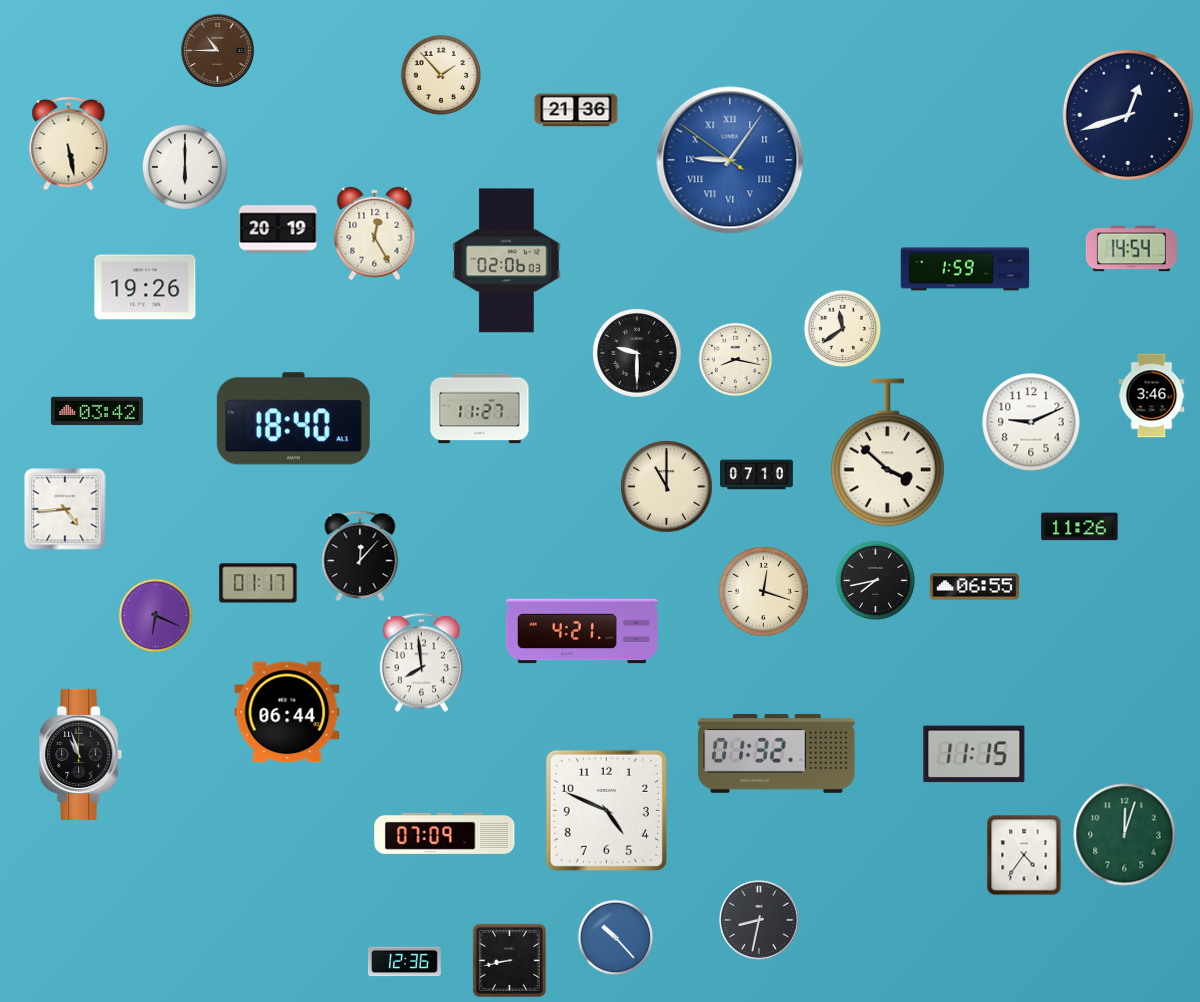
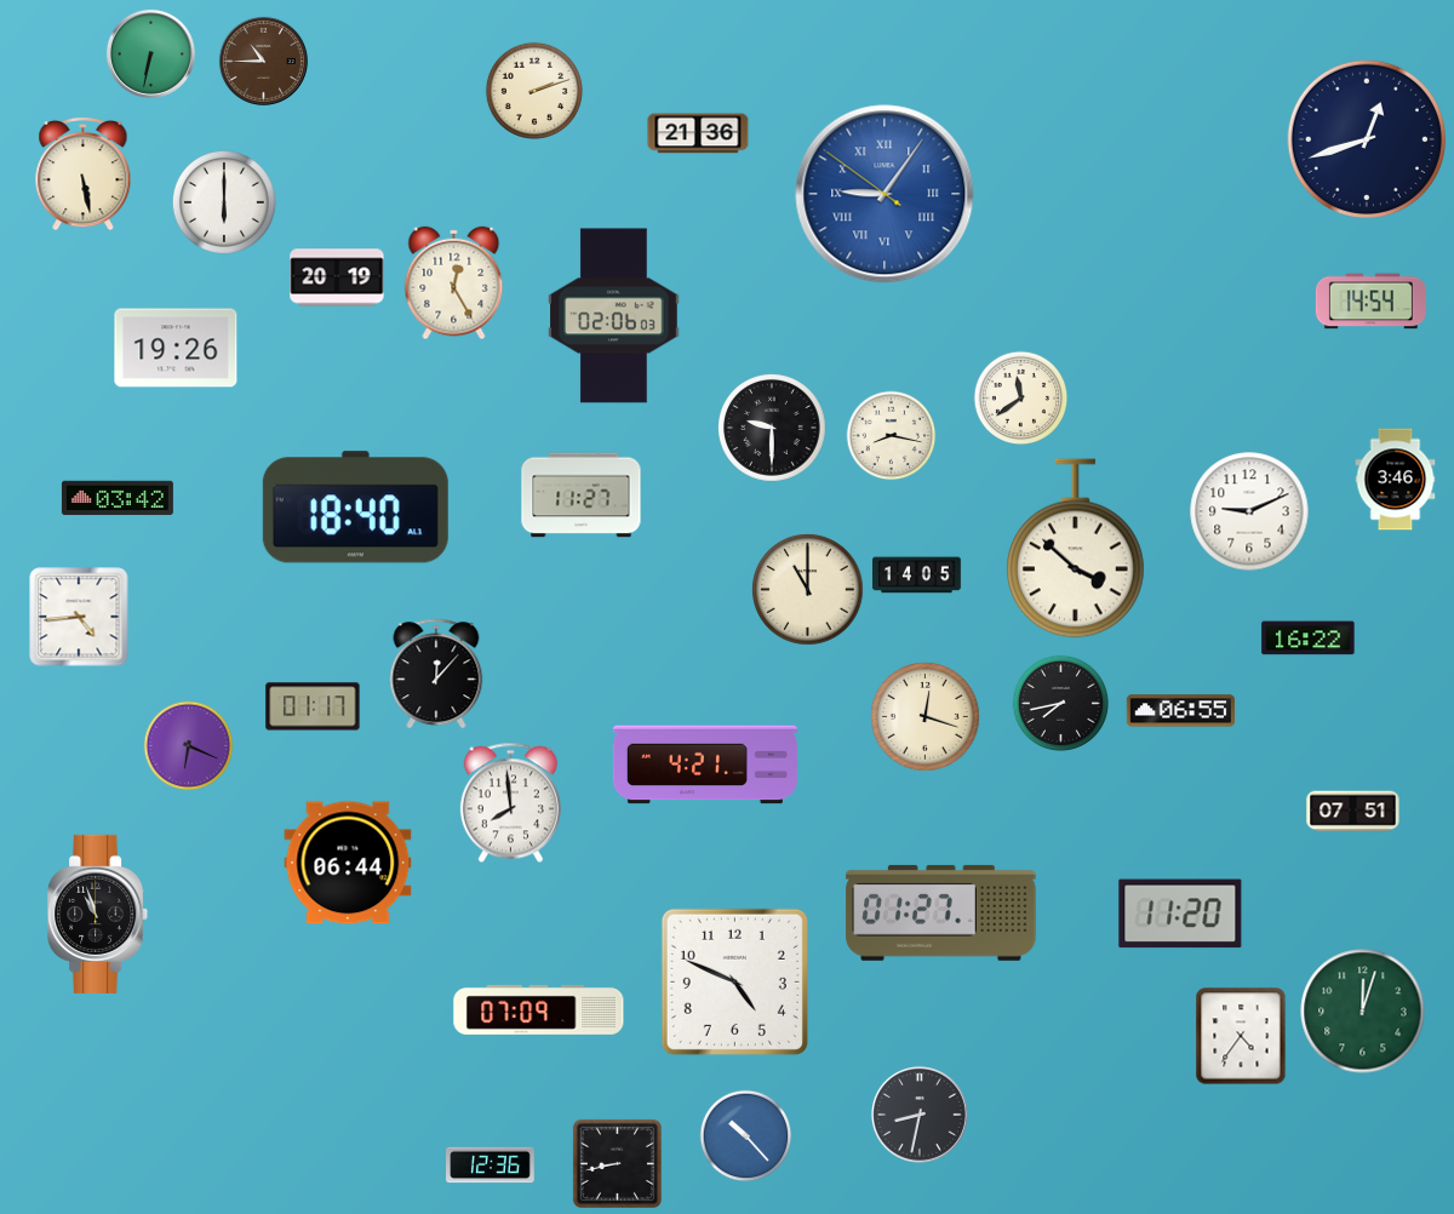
clock at (150, 53): none -> 6:32
clock at (441, 75): 1:53 -> 2:12
clock at (965, 269): 1:59 -> none
clock at (757, 475): 07:10 -> 14:05
clock at (1080, 527): 11:26 -> 16:22
clock at (1353, 812): none -> 07:51
clock at (777, 753): 01:32 -> 01:27
clock at (974, 754): 11:15 -> 11:20
